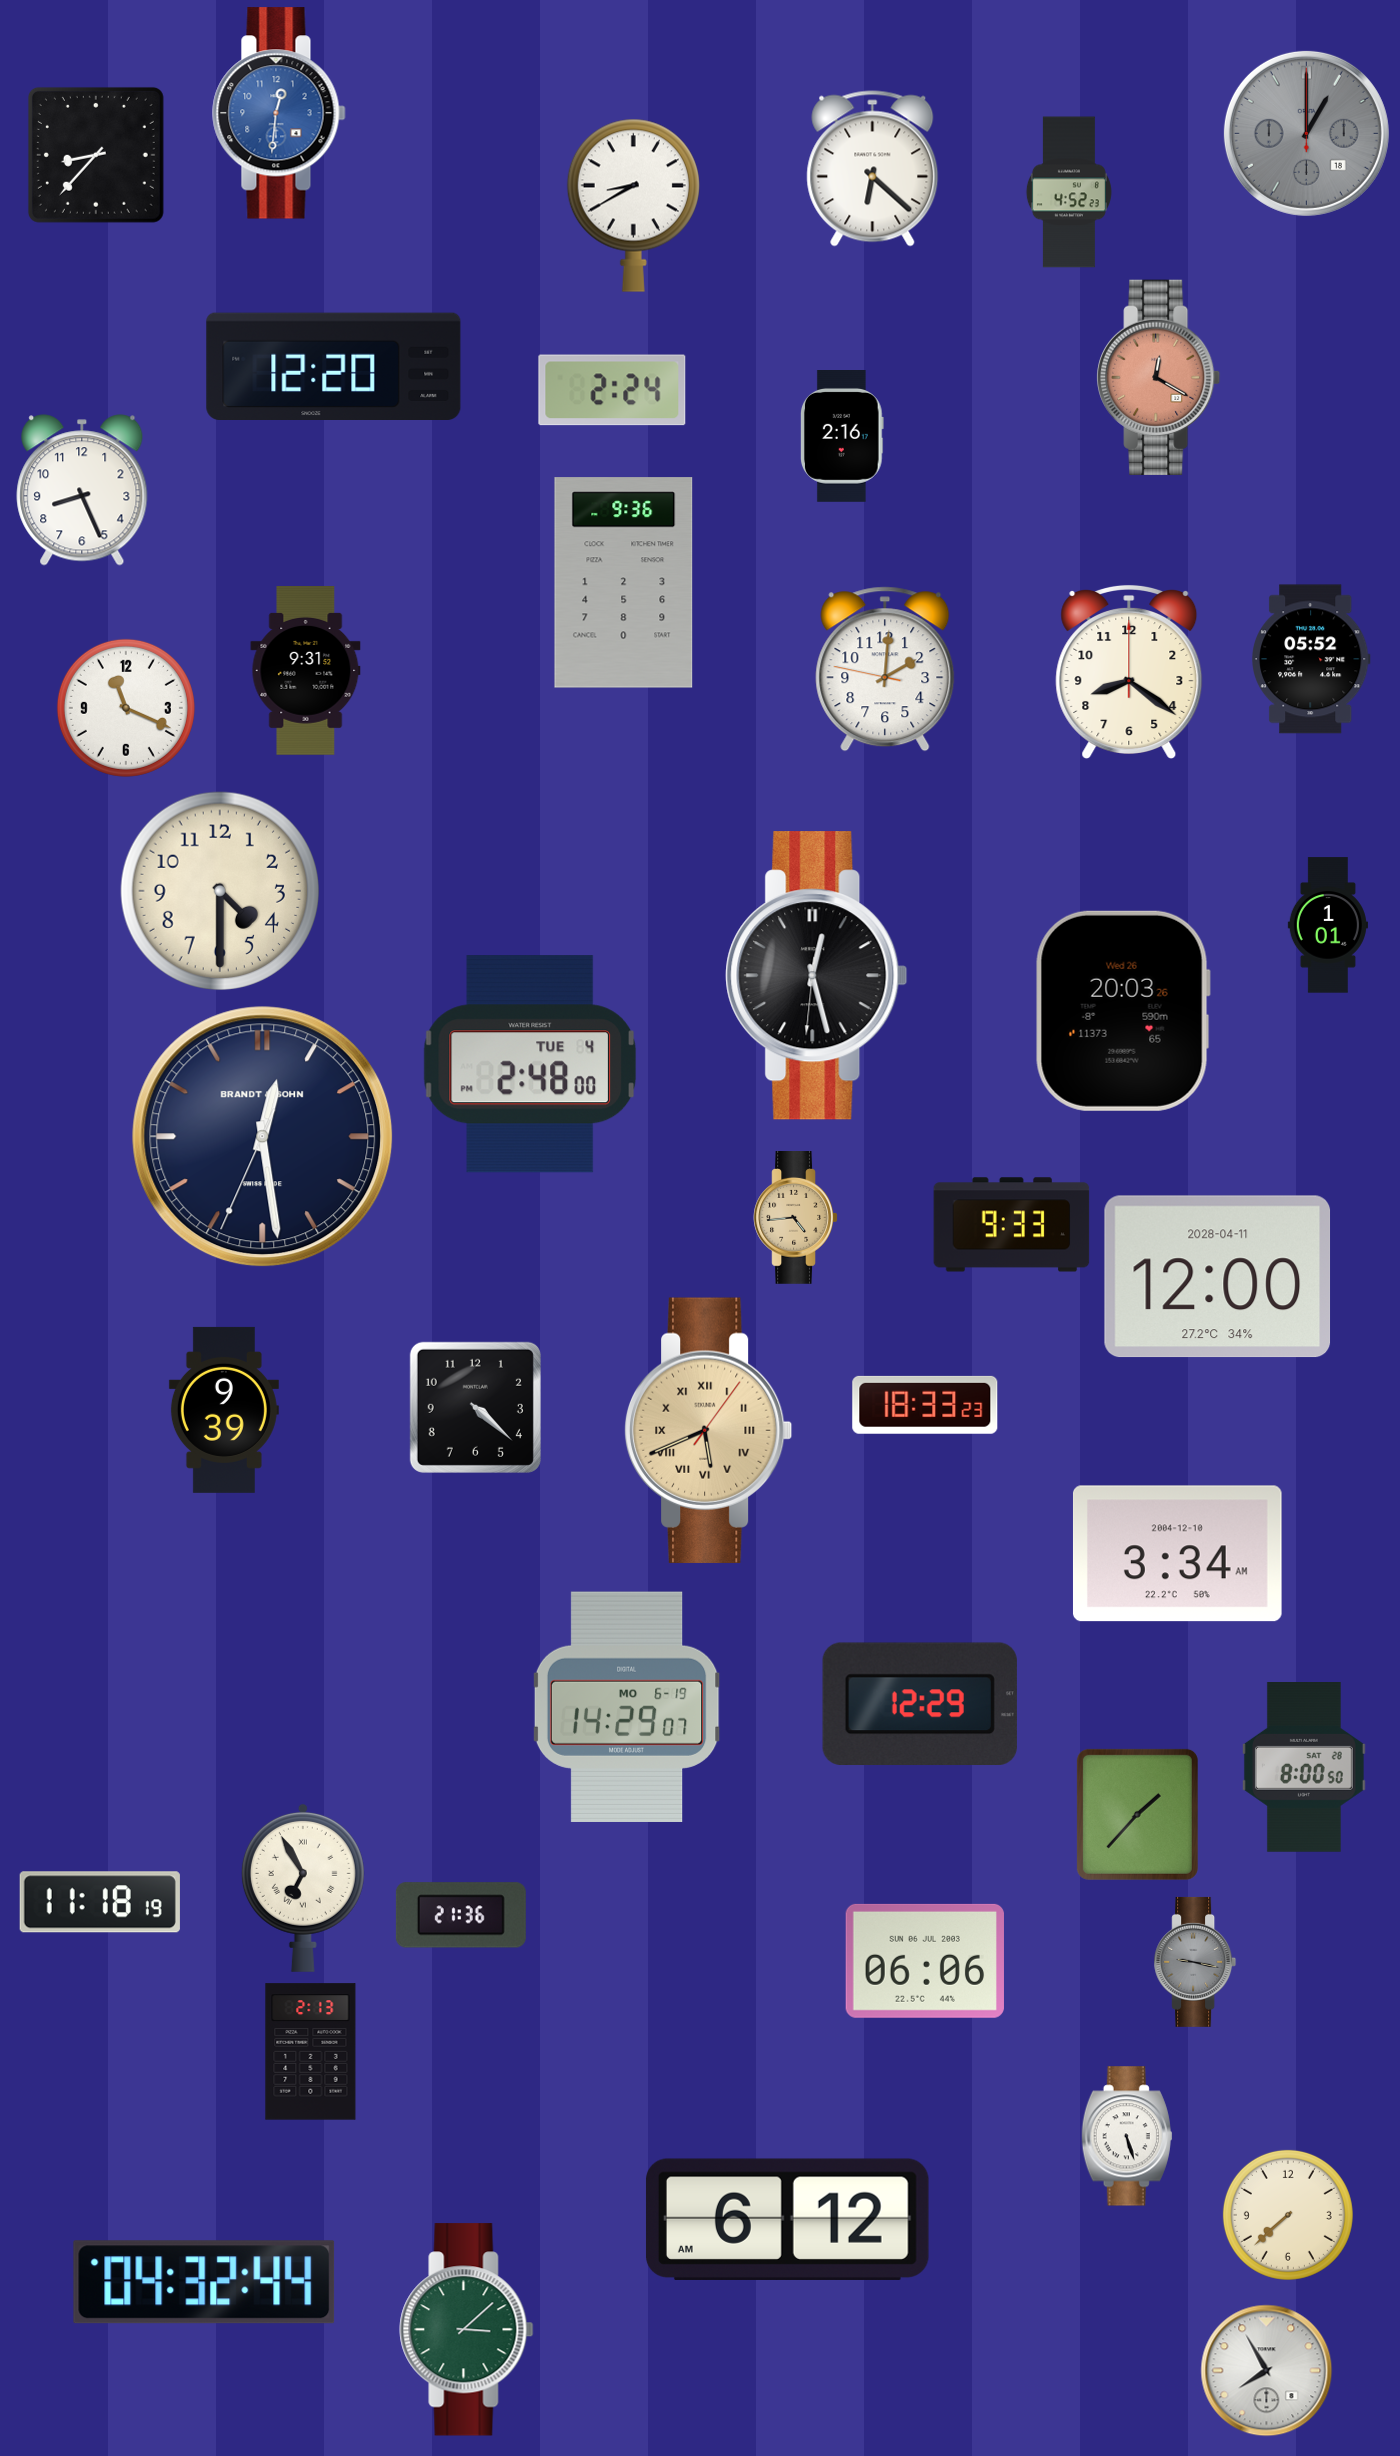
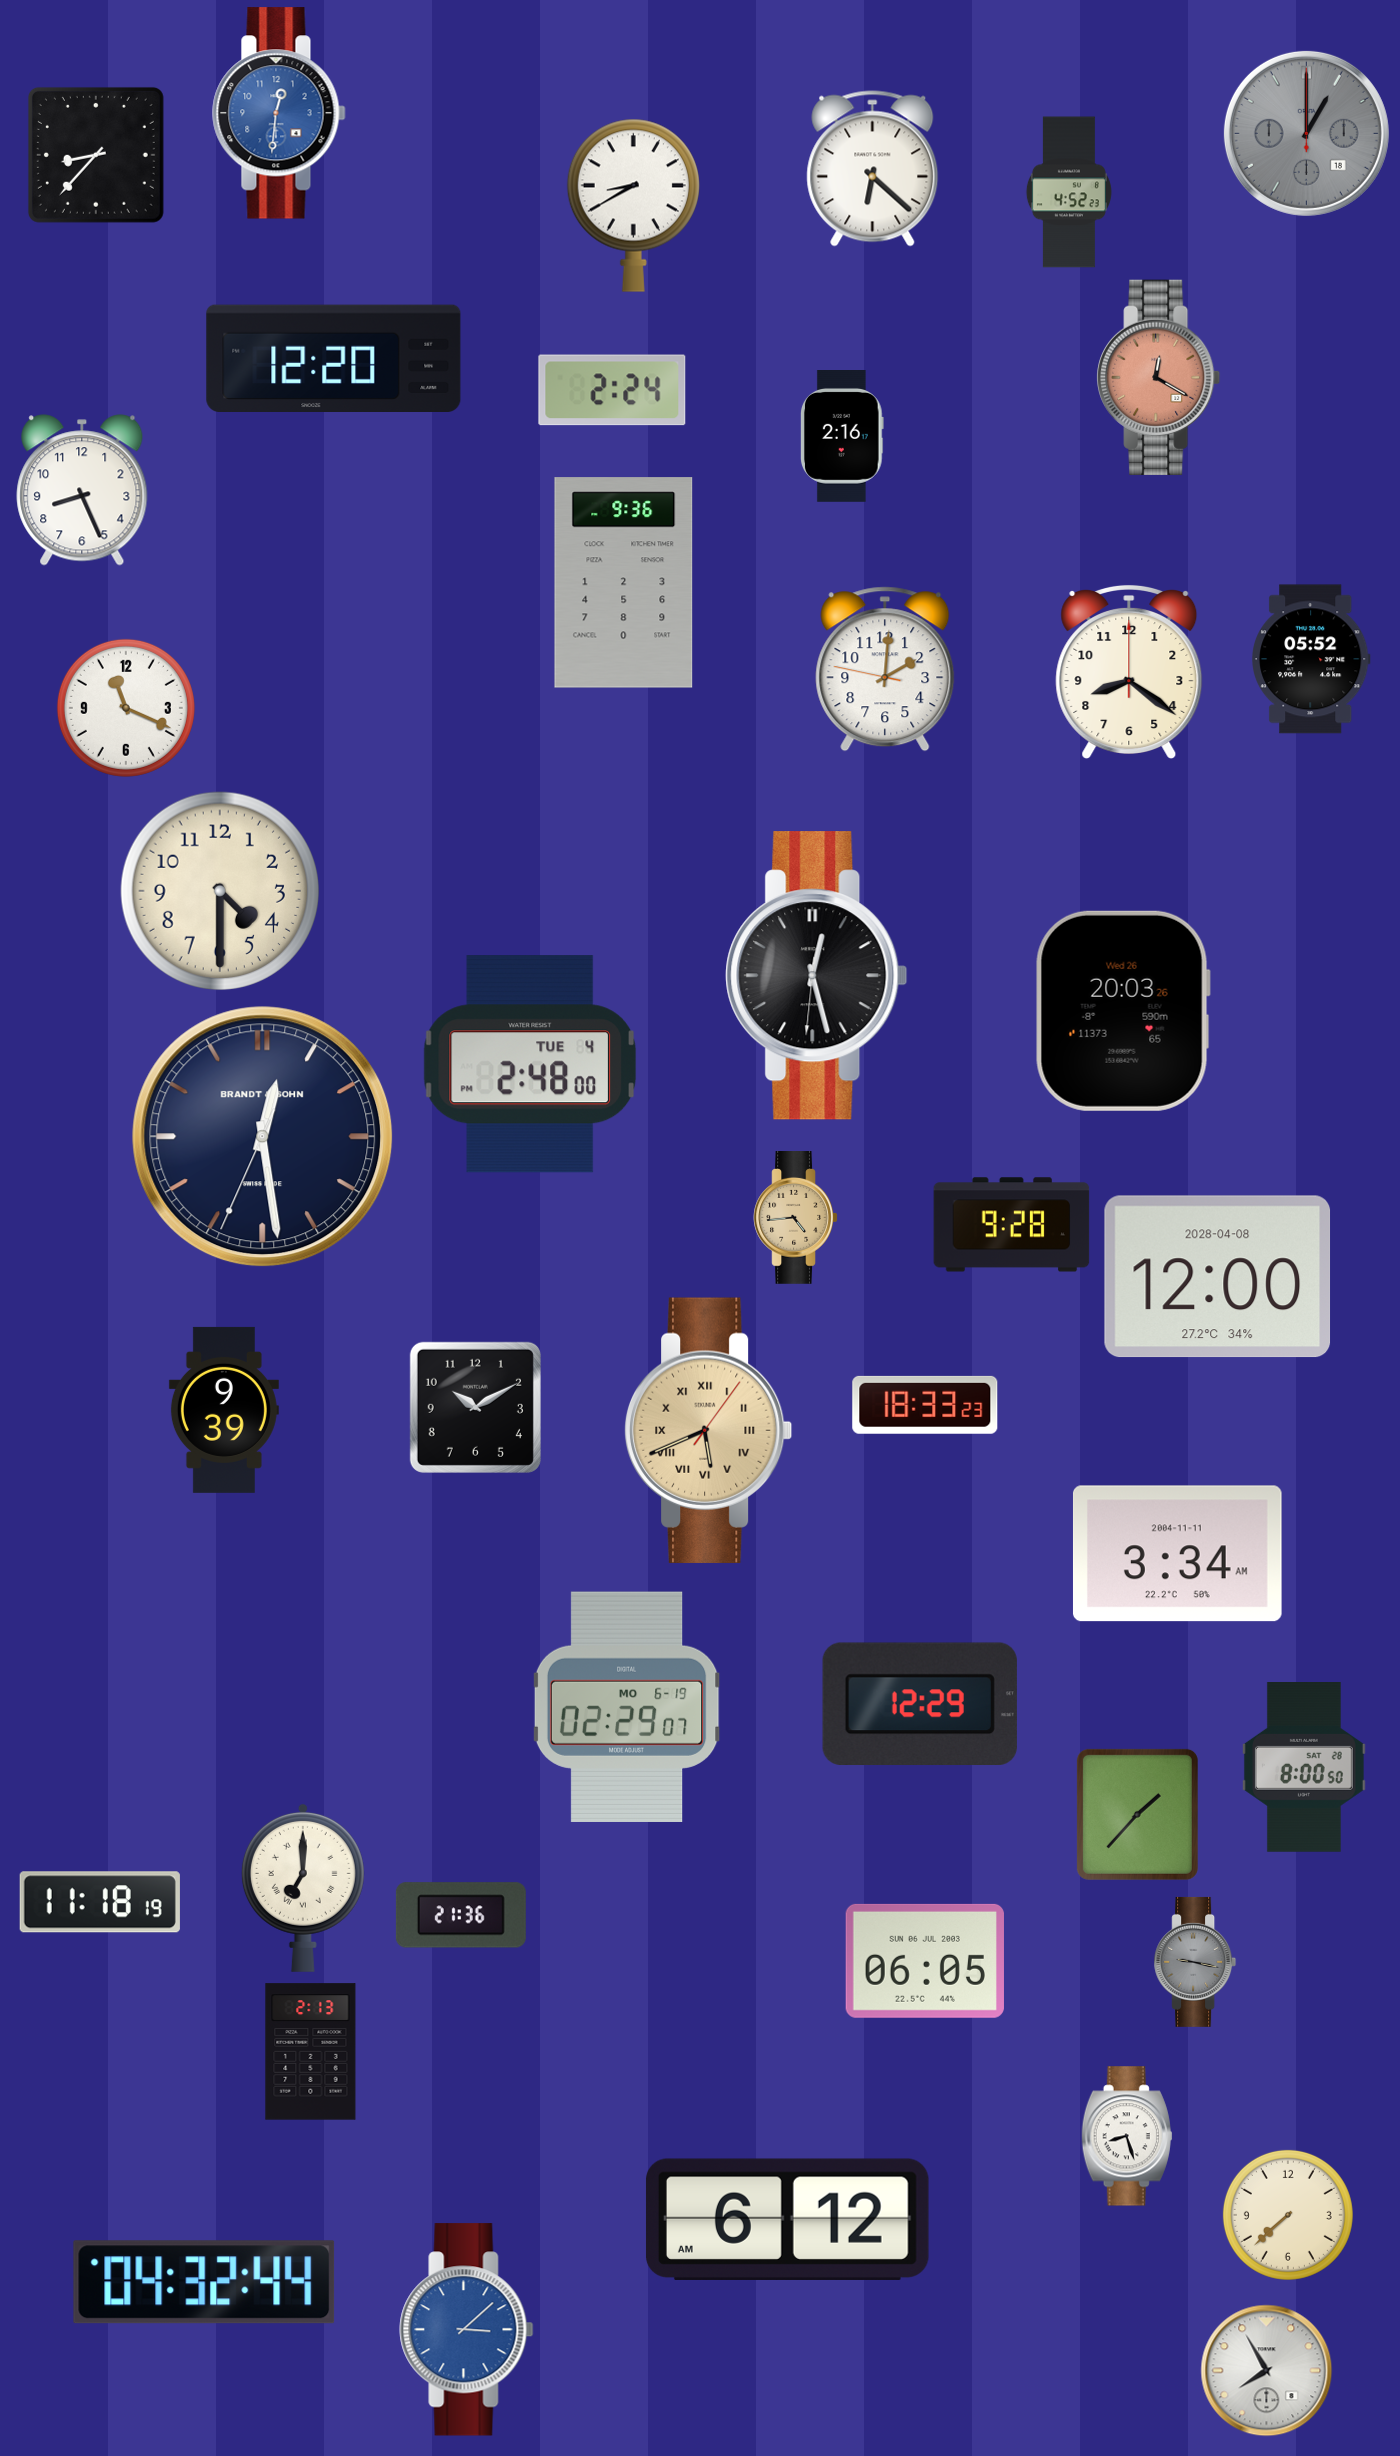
clock at (334, 366) position: (334, 366) -> (334, 358)
clock at (306, 671): 9:31 -> none
clock at (1328, 925): 1:01 -> none
clock at (1012, 1225): 9:33 -> 9:28
clock at (1218, 1277) date: 2028-04-11 -> 2028-04-08
clock at (475, 1407): 4:22 -> 10:10
clock at (1177, 1554) date: 2004-12-10 -> 2004-11-11
clock at (627, 1707): 14:29 -> 02:29
clock at (303, 1887): 6:55 -> 7:00
clock at (925, 1961): 06:06 -> 06:05
clock at (1127, 2136): 5:27 -> 8:27
clock at (467, 2330) dial: green -> blue
